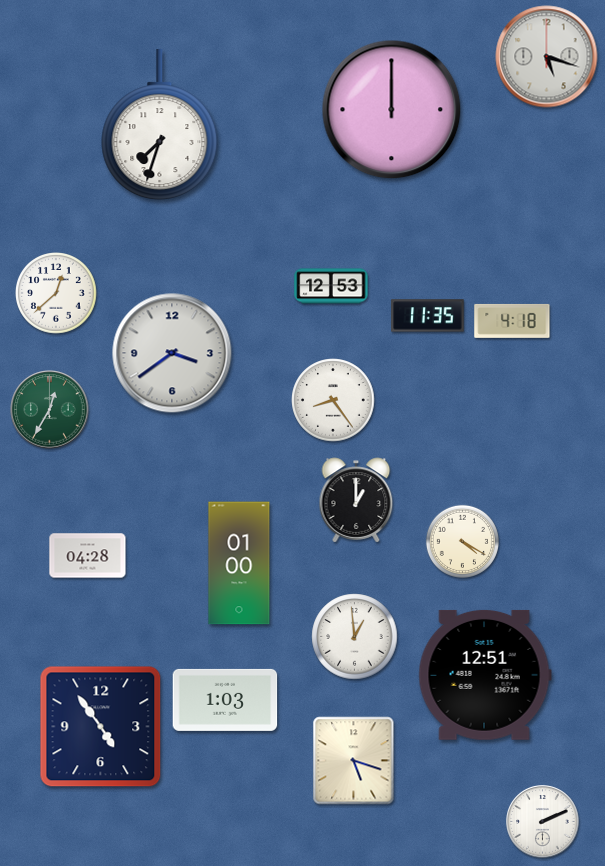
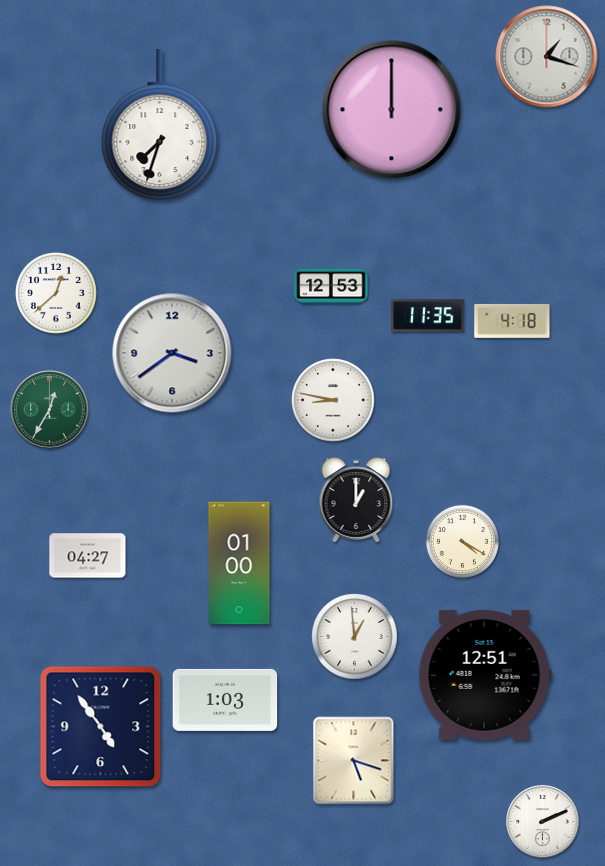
clock at (547, 57): 5:18 -> 1:18
clock at (333, 400): 8:24 -> 8:47
clock at (88, 556): 04:28 -> 04:27
